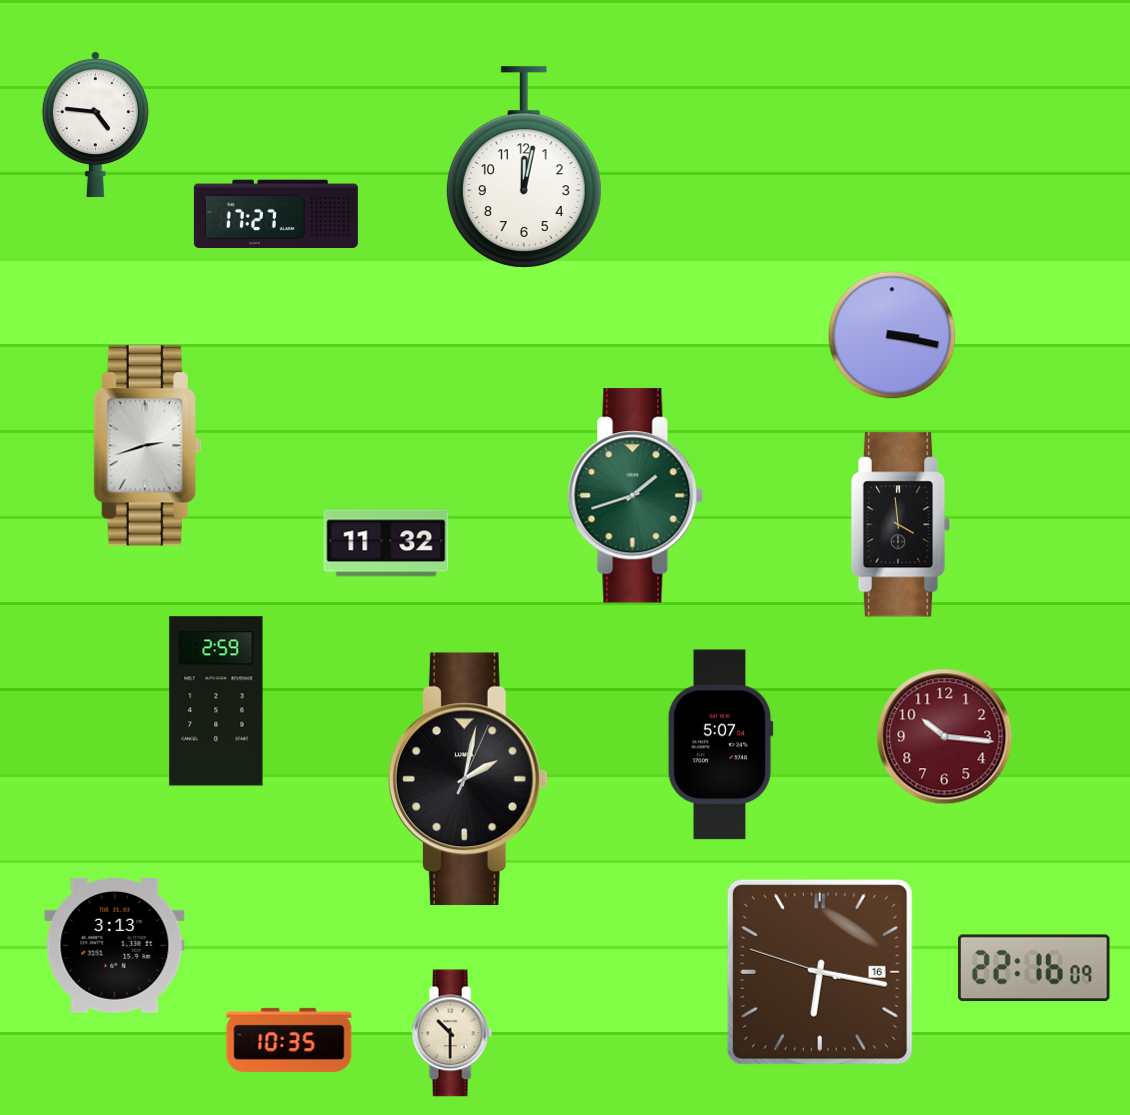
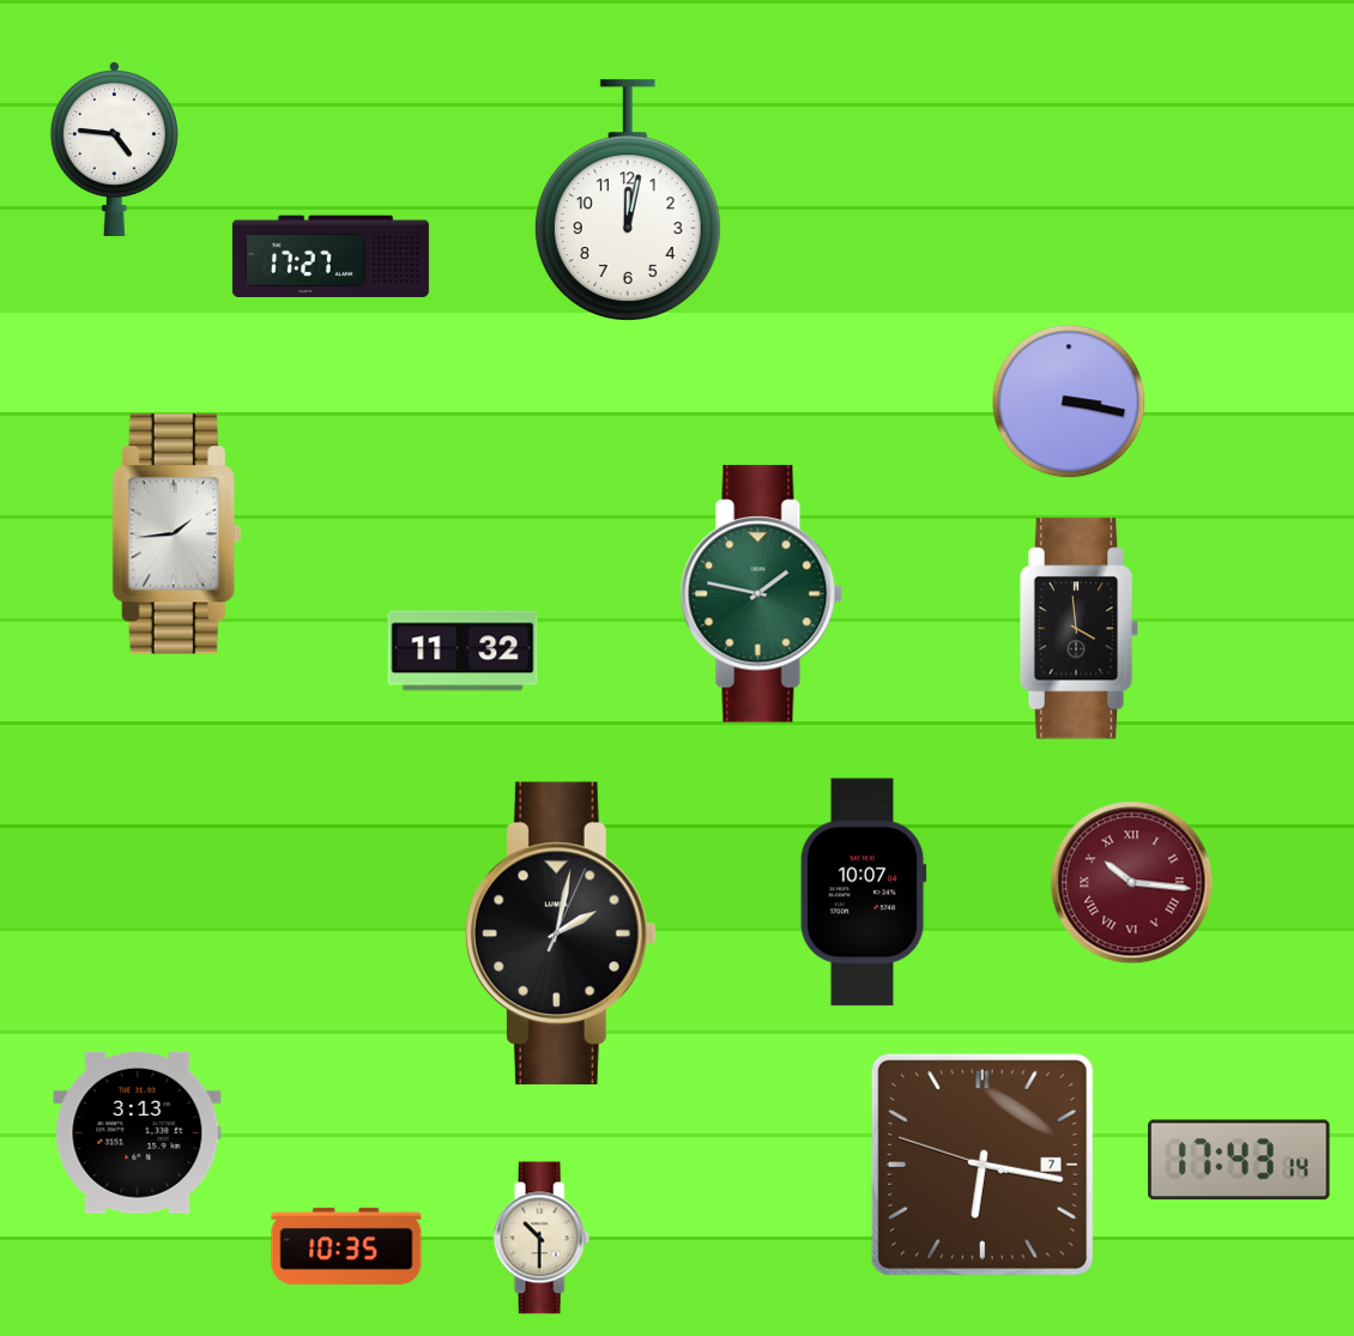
clock at (147, 446): 2:42 -> 1:44
clock at (636, 496): 1:42 -> 1:47
clock at (216, 701): 2:59 -> none
clock at (945, 737) numerals: Arabic -> Roman
clock at (720, 745): 5:07 -> 10:07
clock at (1034, 968): 22:16 -> 17:43
clock at (820, 972) date: 16 -> 7
